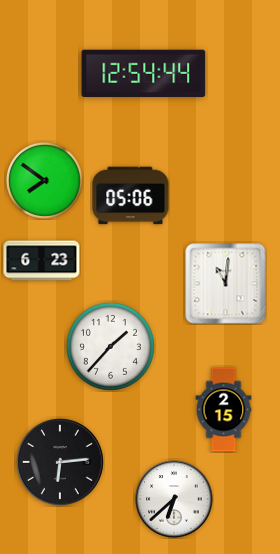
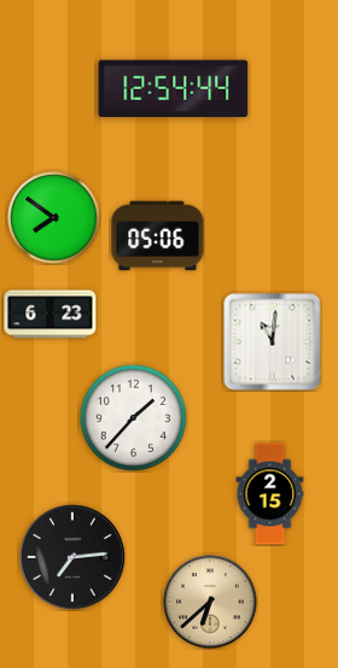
clock at (60, 462): 6:14 -> 7:14
clock at (174, 499) dial: white -> champagne
